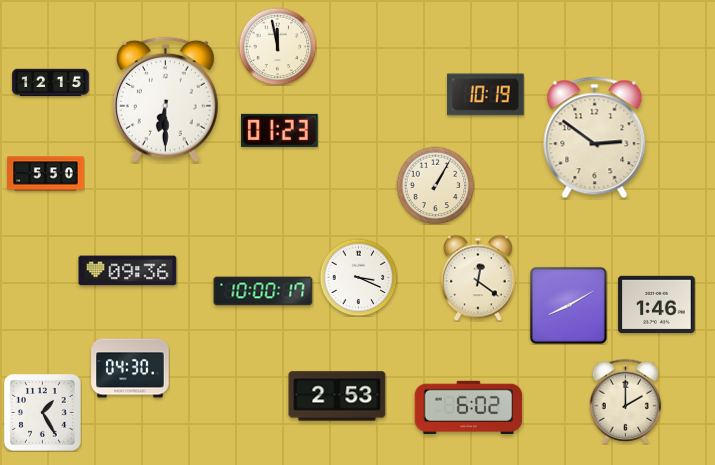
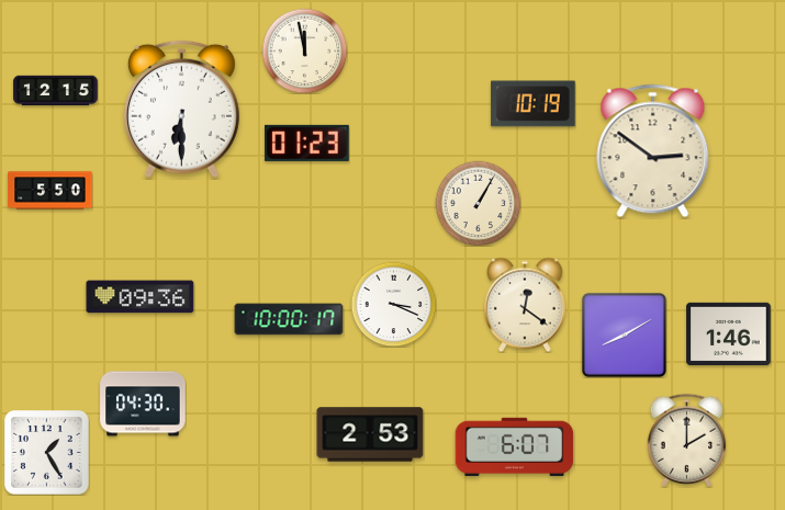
clock at (657, 304) position: (657, 304) -> (729, 333)
clock at (469, 407): 6:02 -> 6:07
